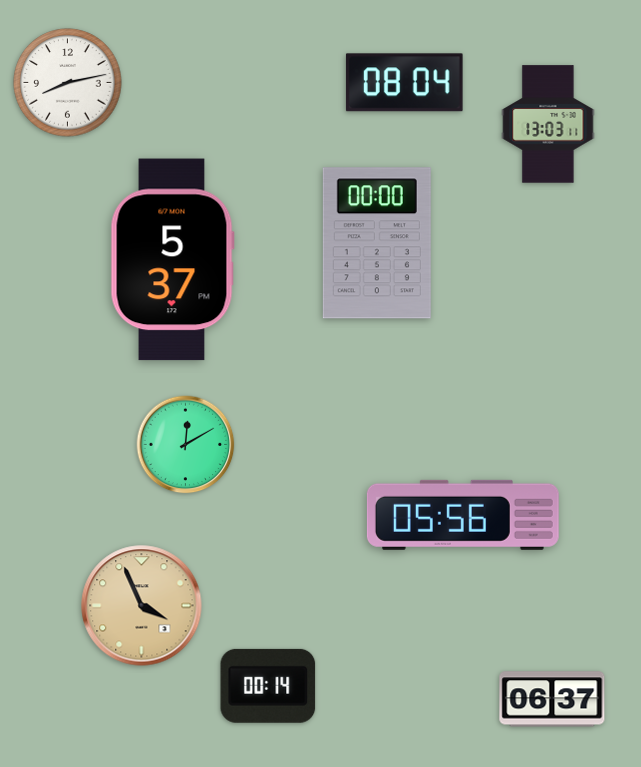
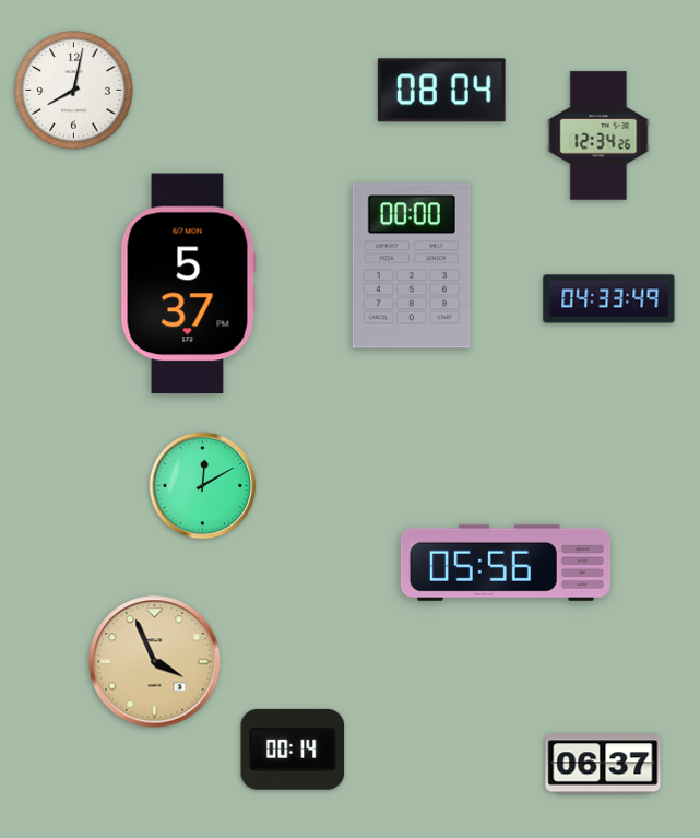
clock at (68, 83): 8:13 -> 8:02
clock at (548, 124): 13:03 -> 12:34
clock at (609, 299): none -> 04:33
